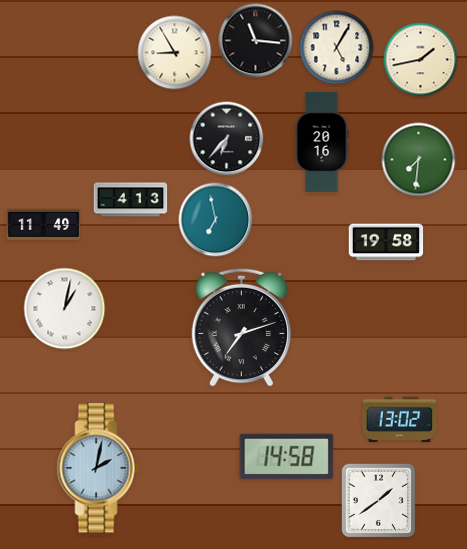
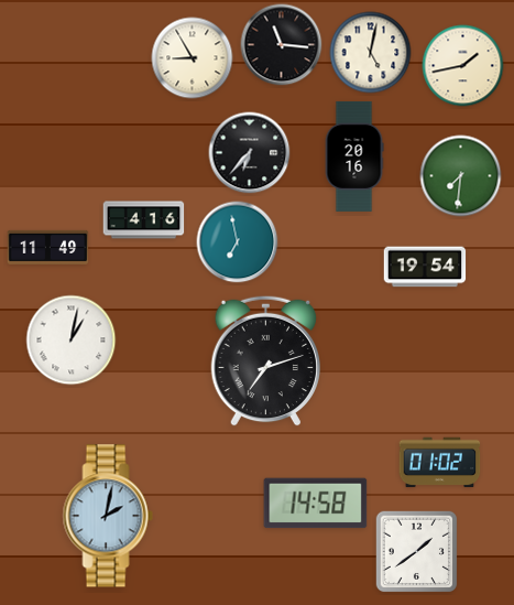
clock at (337, 48): 5:05 -> 5:02
clock at (131, 200): 4:13 -> 4:16
clock at (386, 242): 19:58 -> 19:54
clock at (400, 420): 13:02 -> 01:02
